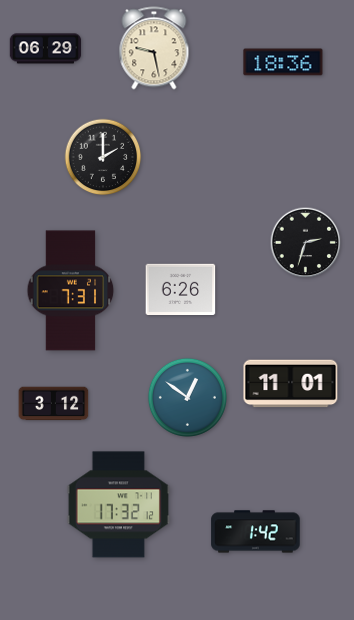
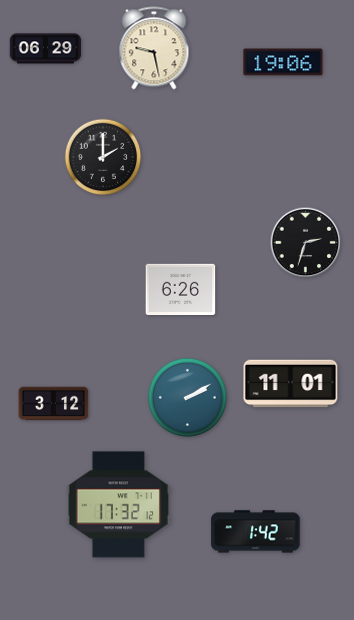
clock at (283, 62): 18:36 -> 19:06
clock at (71, 291): 7:31 -> none
clock at (187, 397): 12:51 -> 2:10
